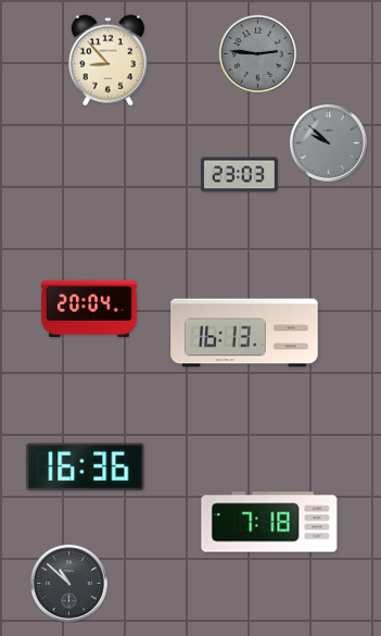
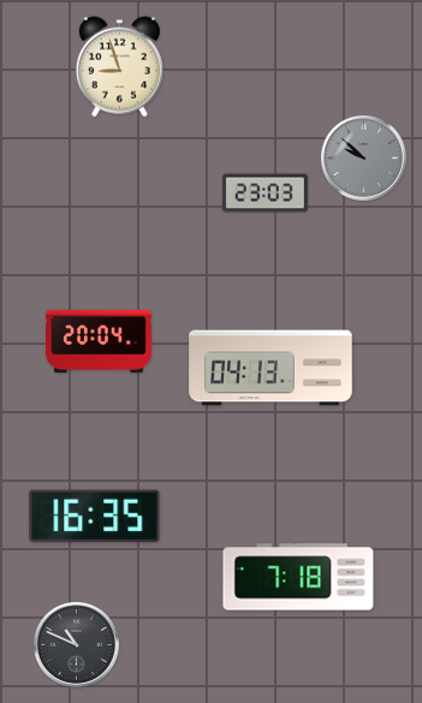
clock at (258, 54): 2:46 -> none
clock at (107, 61): 8:53 -> 8:57
clock at (244, 333): 16:13 -> 04:13
clock at (86, 466): 16:36 -> 16:35
clock at (68, 583): 10:52 -> 10:49
